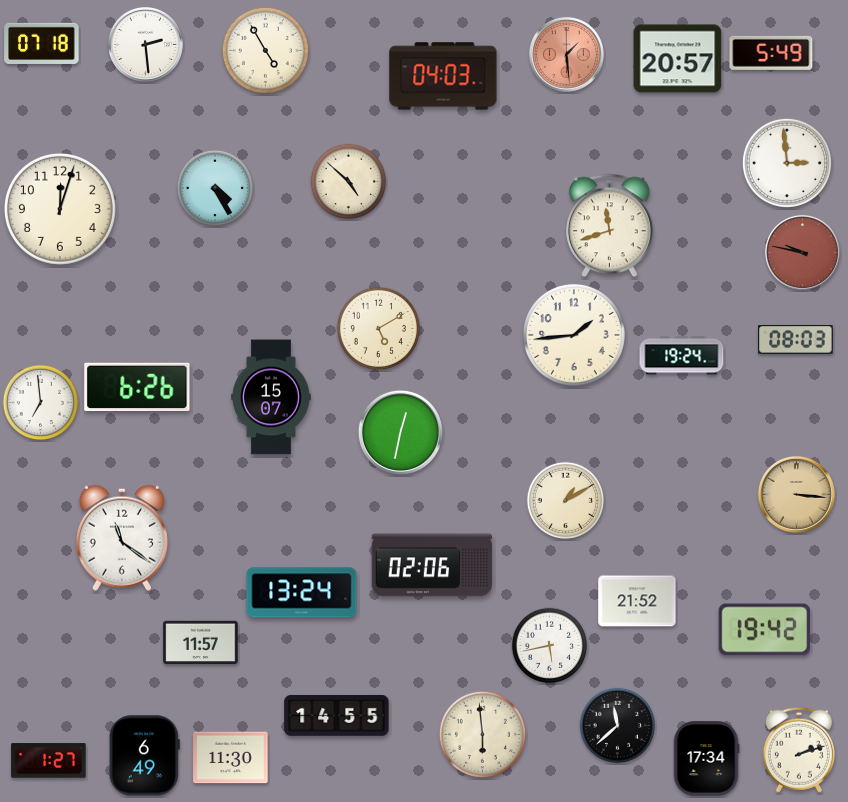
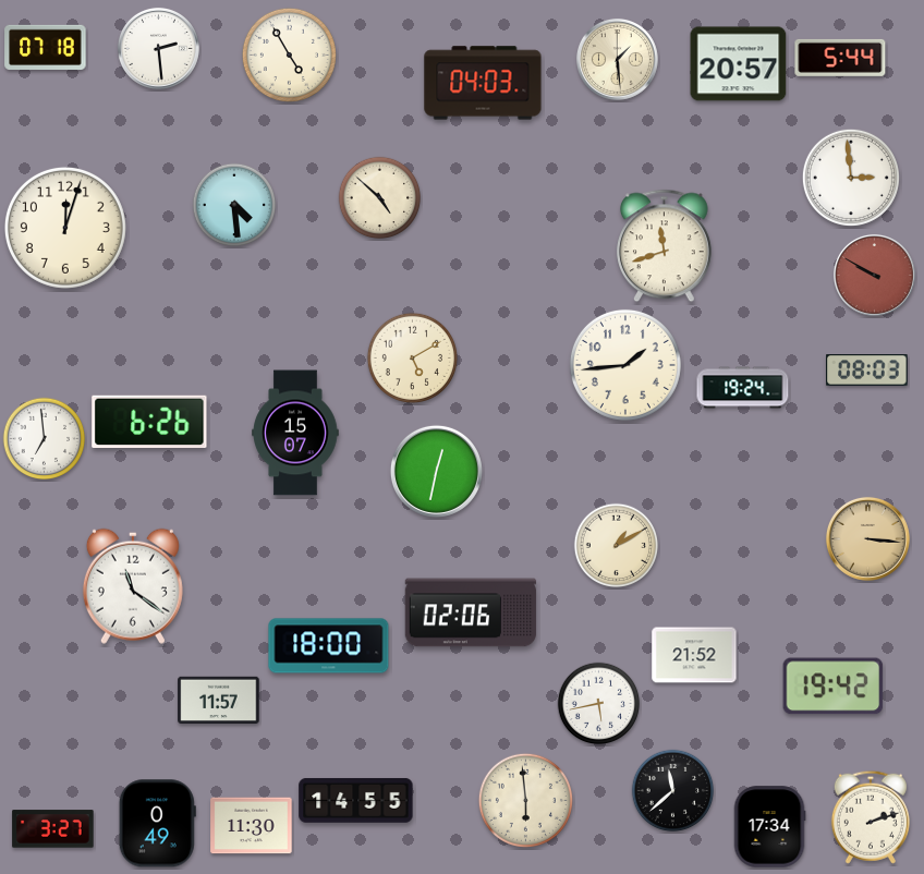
clock at (771, 53): 5:49 -> 5:44
clock at (566, 54) dial: salmon -> cream
clock at (787, 163) position: (787, 163) -> (851, 178)
clock at (215, 188): 4:25 -> 4:29
clock at (802, 252): 9:47 -> 9:50
clock at (432, 565) position: (432, 565) -> (471, 612)
clock at (302, 593): 13:24 -> 18:00
clock at (337, 715) position: (337, 715) -> (356, 800)
clock at (144, 756): 6:49 -> 0:49
clock at (49, 761): 1:27 -> 3:27
